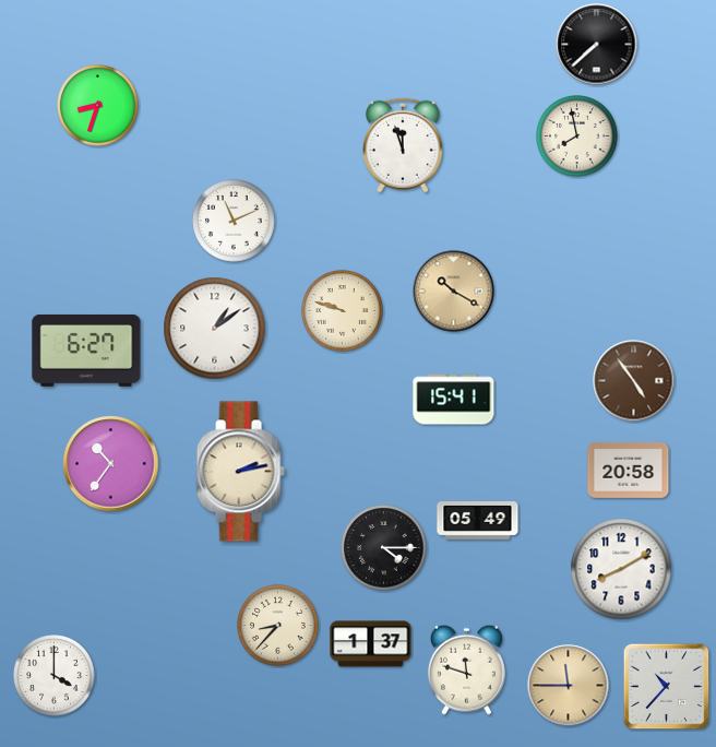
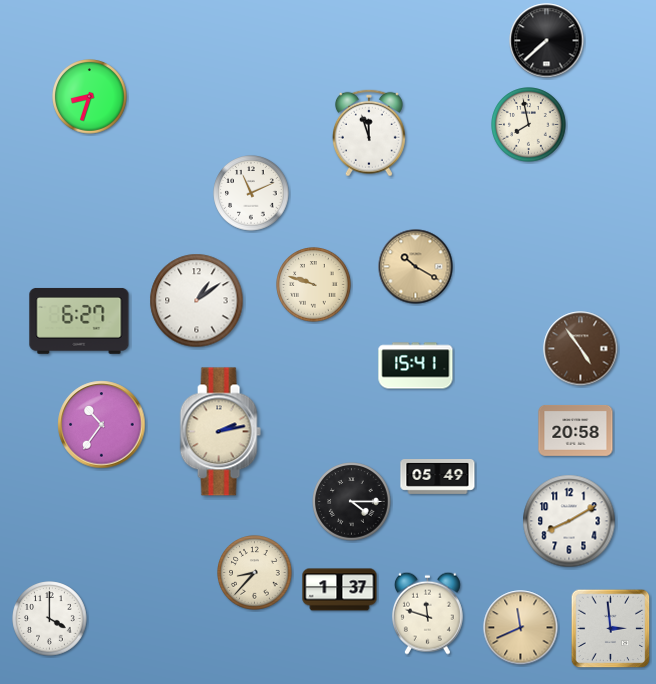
clock at (234, 221) position: (234, 221) -> (251, 193)
clock at (569, 686): 11:45 -> 11:41
clock at (667, 687): 10:37 -> 2:59
